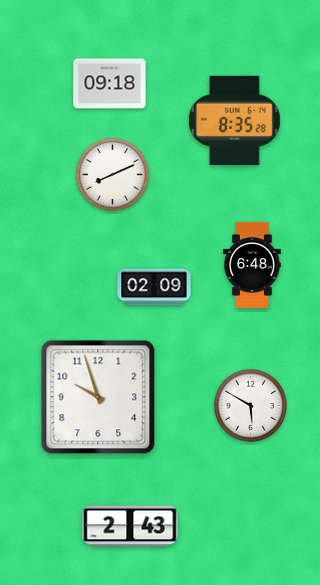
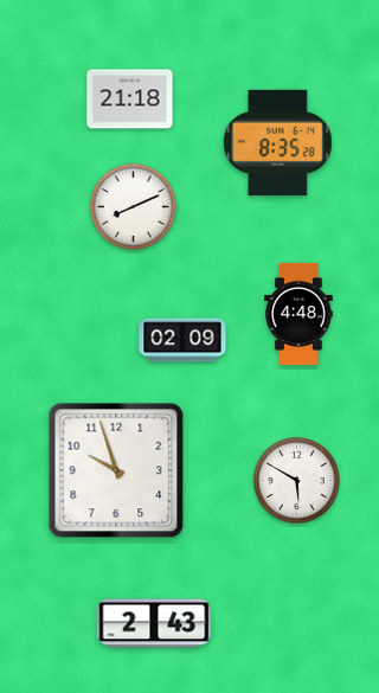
clock at (110, 84): 09:18 -> 21:18
clock at (252, 265): 6:48 -> 4:48
